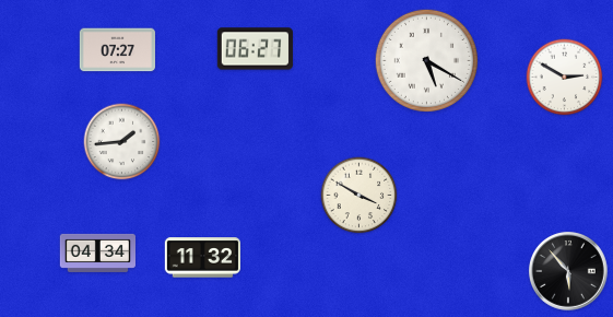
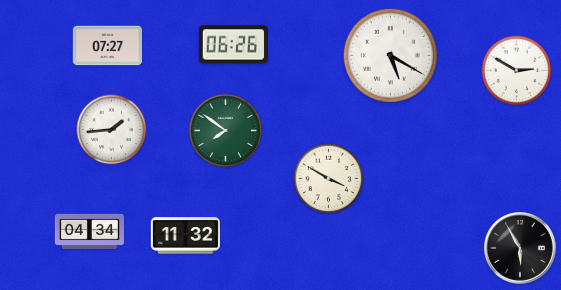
clock at (255, 49): 06:27 -> 06:26
clock at (225, 130): none -> 7:51
clock at (569, 272): 5:53 -> 5:55
